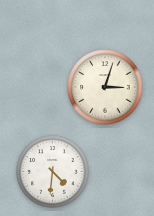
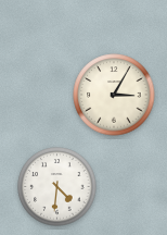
clock at (105, 87): 3:03 -> 3:05
